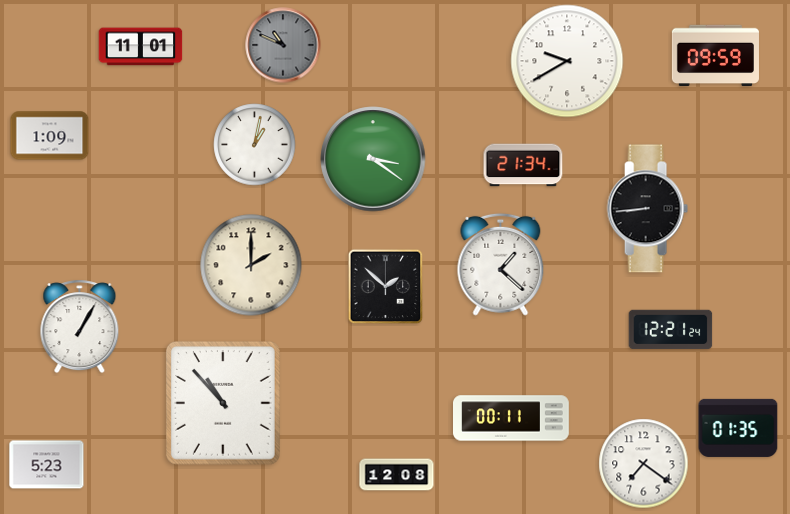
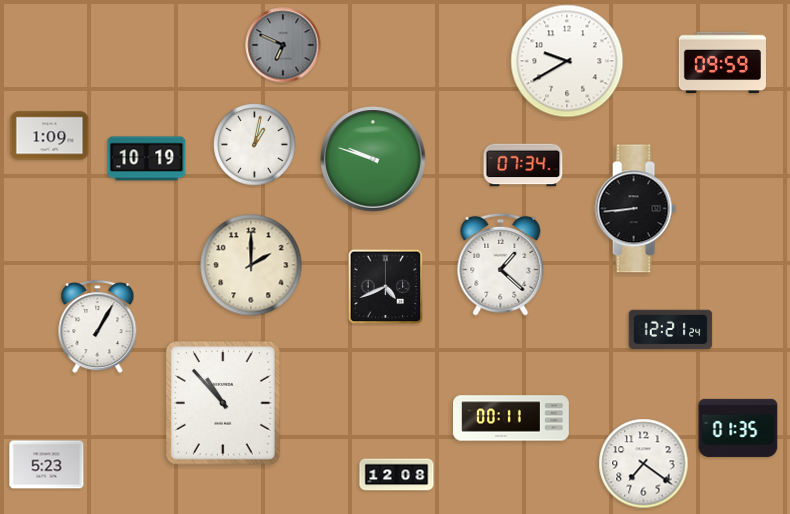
clock at (283, 45): 10:49 -> 6:49
clock at (141, 47): 11:01 -> none
clock at (715, 56) position: (715, 56) -> (722, 63)
clock at (147, 159): none -> 10:19
clock at (373, 159): 3:21 -> 9:48
clock at (523, 165): 21:34 -> 07:34
clock at (647, 209) position: (647, 209) -> (635, 209)
clock at (386, 287): 1:52 -> 4:41
clock at (80, 327) position: (80, 327) -> (98, 327)
